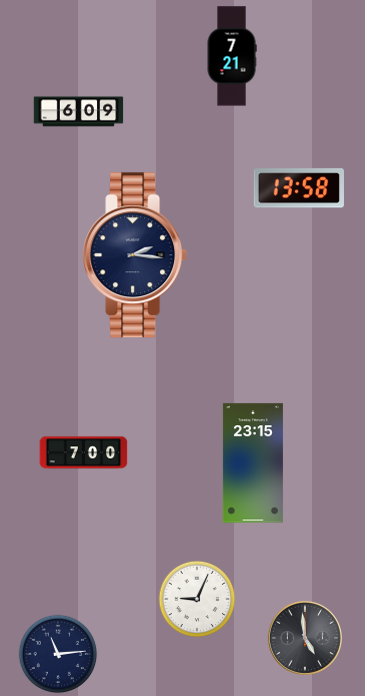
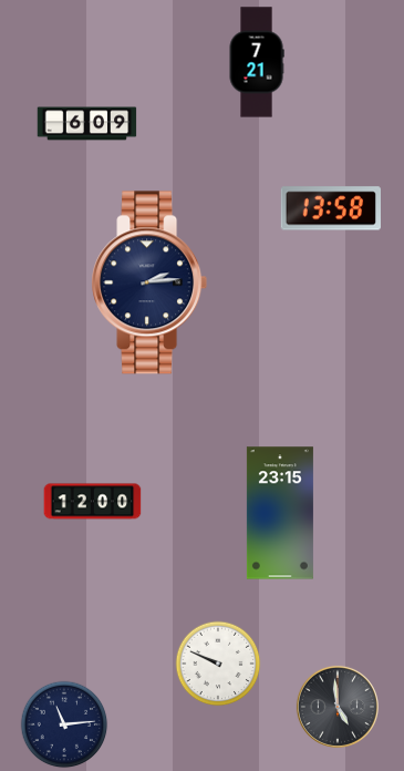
clock at (135, 255): 2:16 -> 2:14
clock at (84, 453): 7:00 -> 12:00
clock at (197, 599): 9:04 -> 9:49
